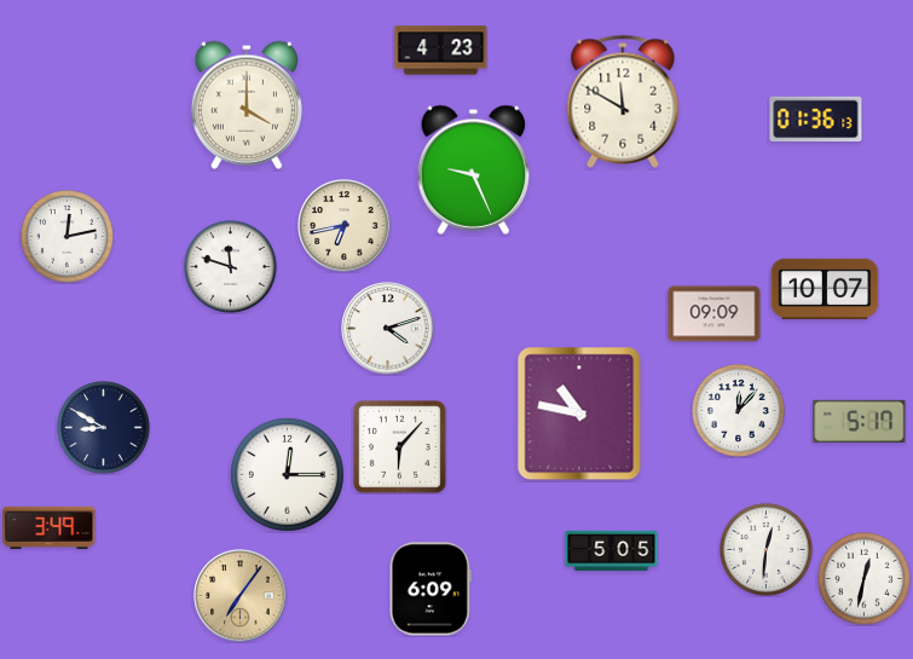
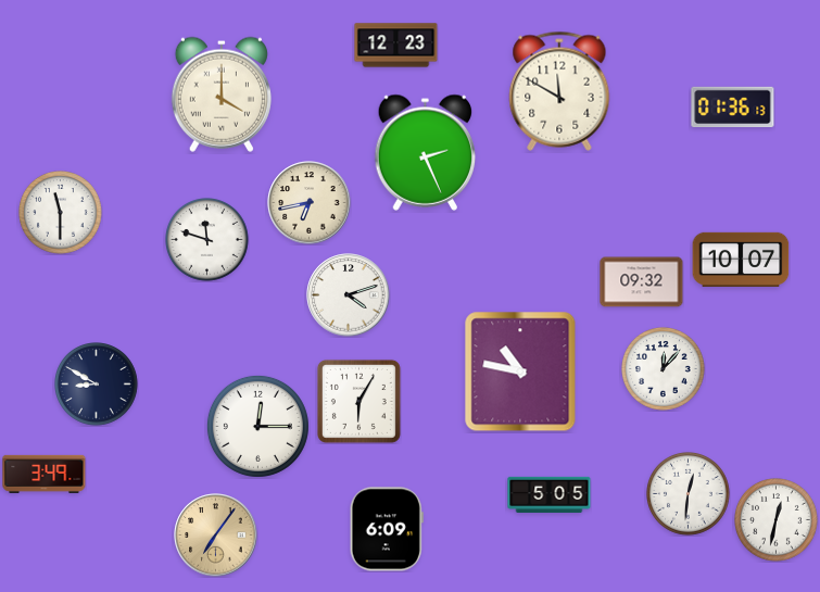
clock at (441, 51): 4:23 -> 12:23
clock at (474, 169): 9:26 -> 2:26
clock at (68, 237): 12:13 -> 11:30
clock at (715, 314): 09:09 -> 09:32
clock at (860, 421): 5:17 -> none
clock at (104, 428) position: (104, 428) -> (97, 385)
clock at (399, 446): 6:07 -> 6:05
